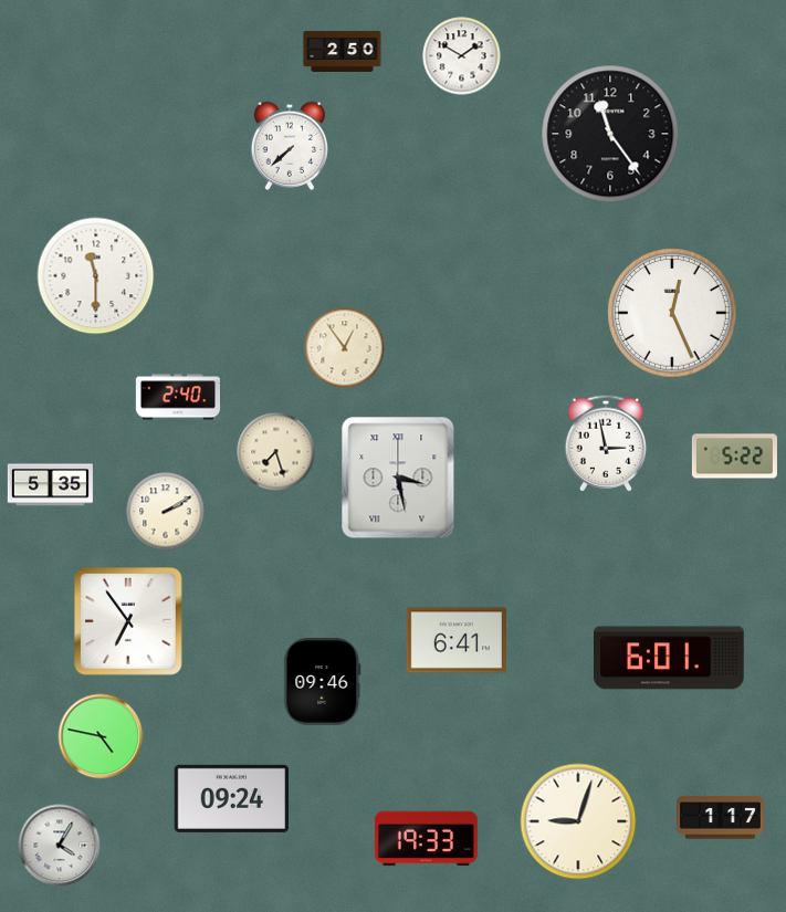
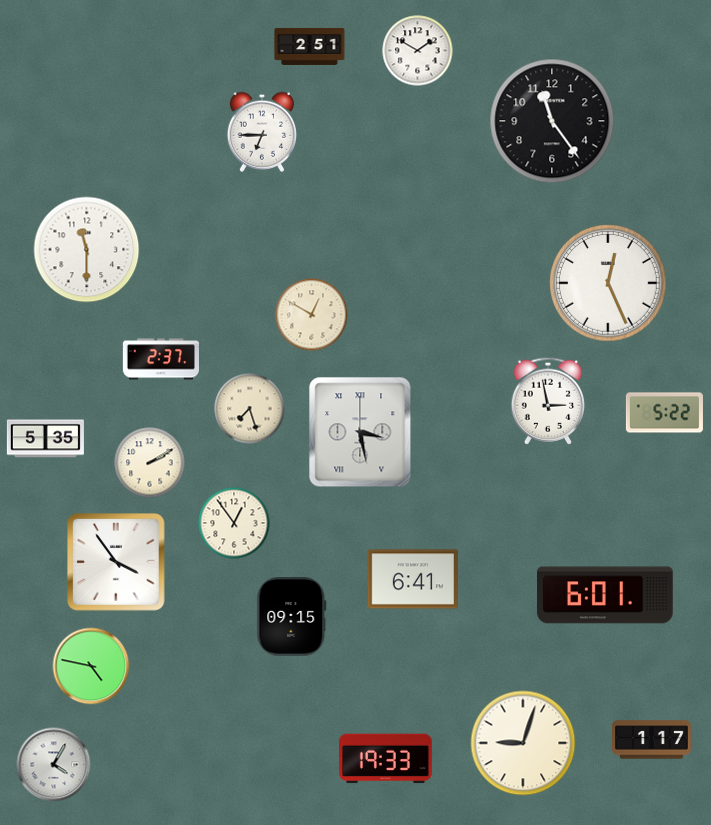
clock at (343, 51): 2:50 -> 2:51
clock at (289, 146): 7:38 -> 6:45
clock at (345, 348): 12:54 -> 12:50
clock at (177, 397): 2:40 -> 2:37
clock at (234, 523): none -> 12:54
clock at (129, 622): 6:54 -> 3:54
clock at (323, 682): 09:46 -> 09:15
clock at (232, 798): 09:24 -> none
